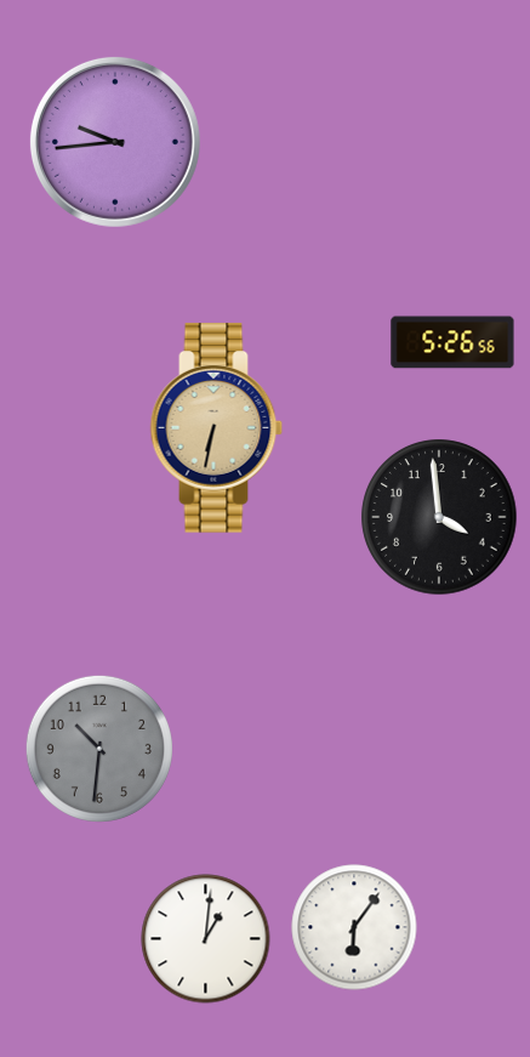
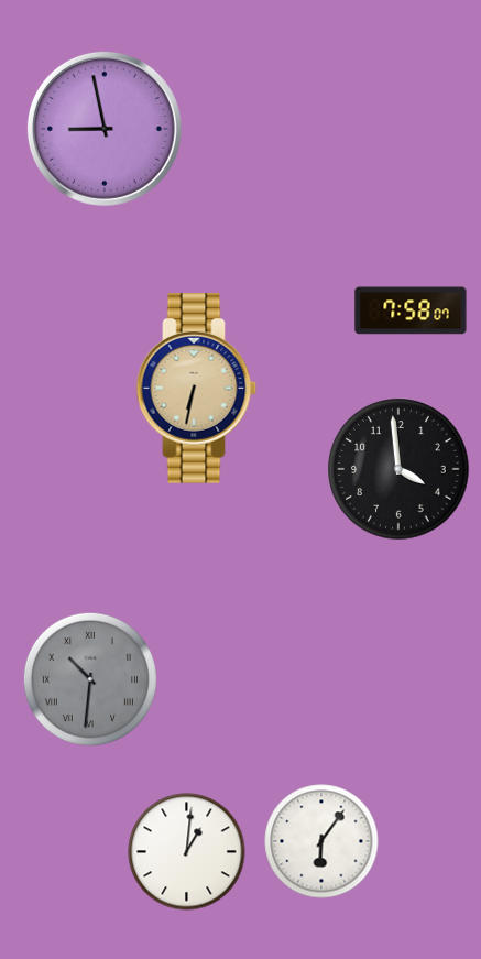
clock at (115, 142): 9:44 -> 8:58
clock at (452, 342): 5:26 -> 7:58
clock at (99, 749) numerals: Arabic -> Roman
